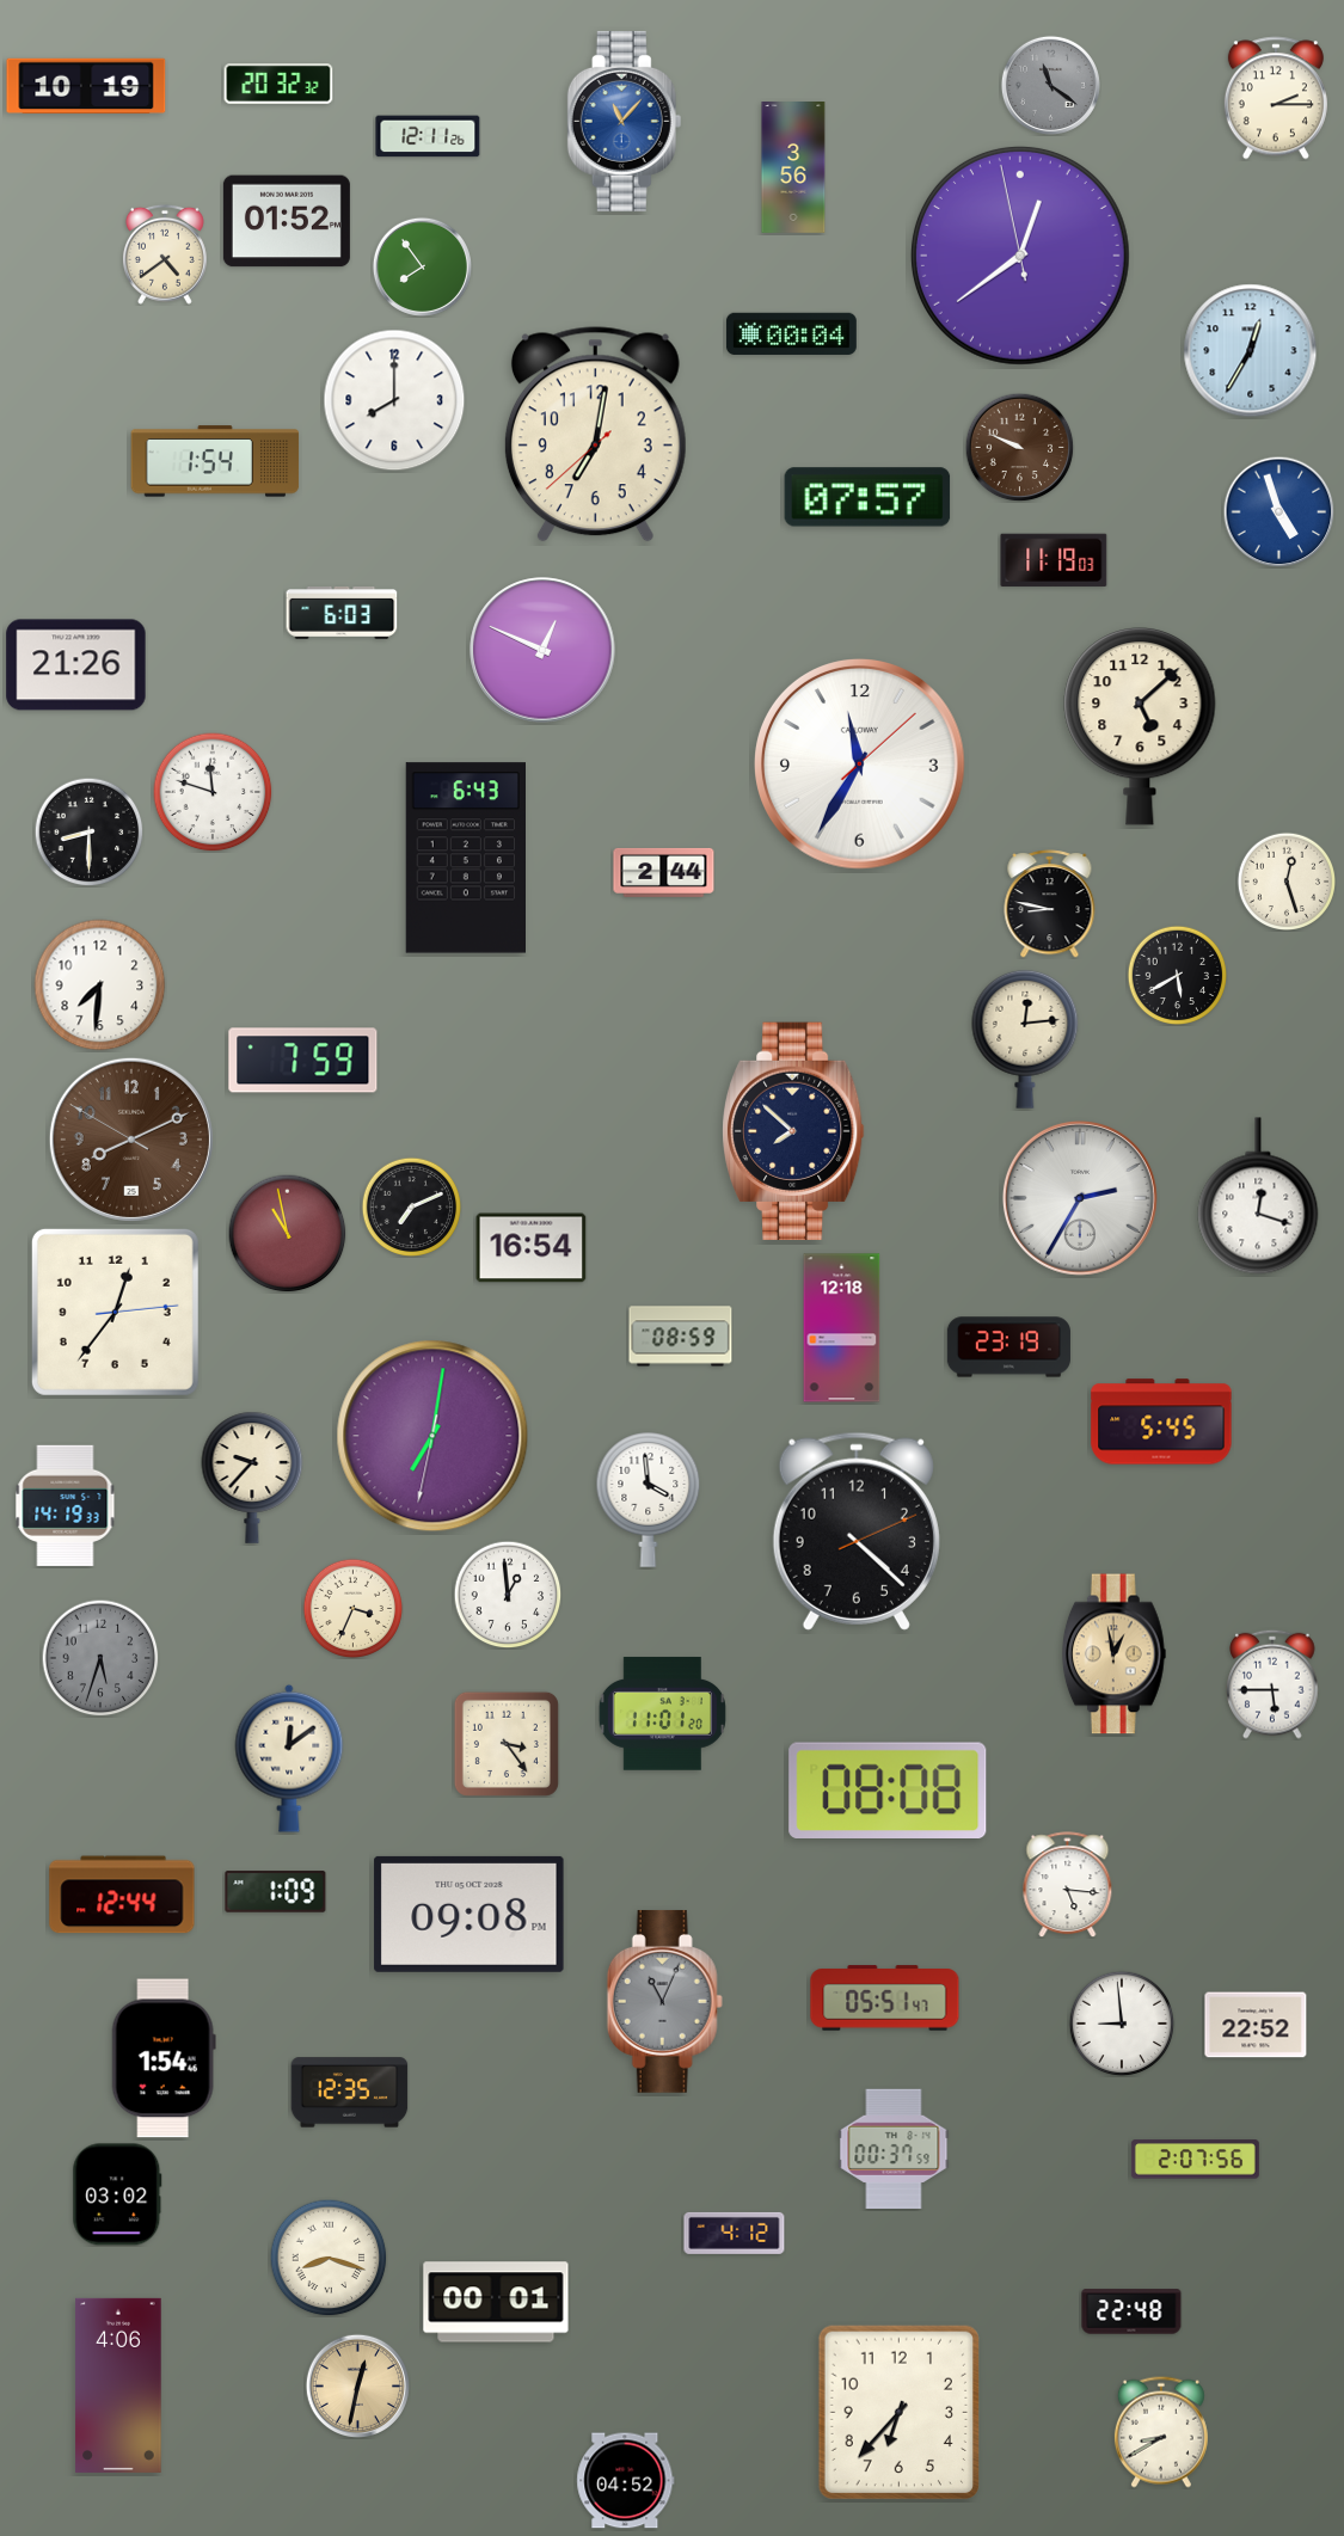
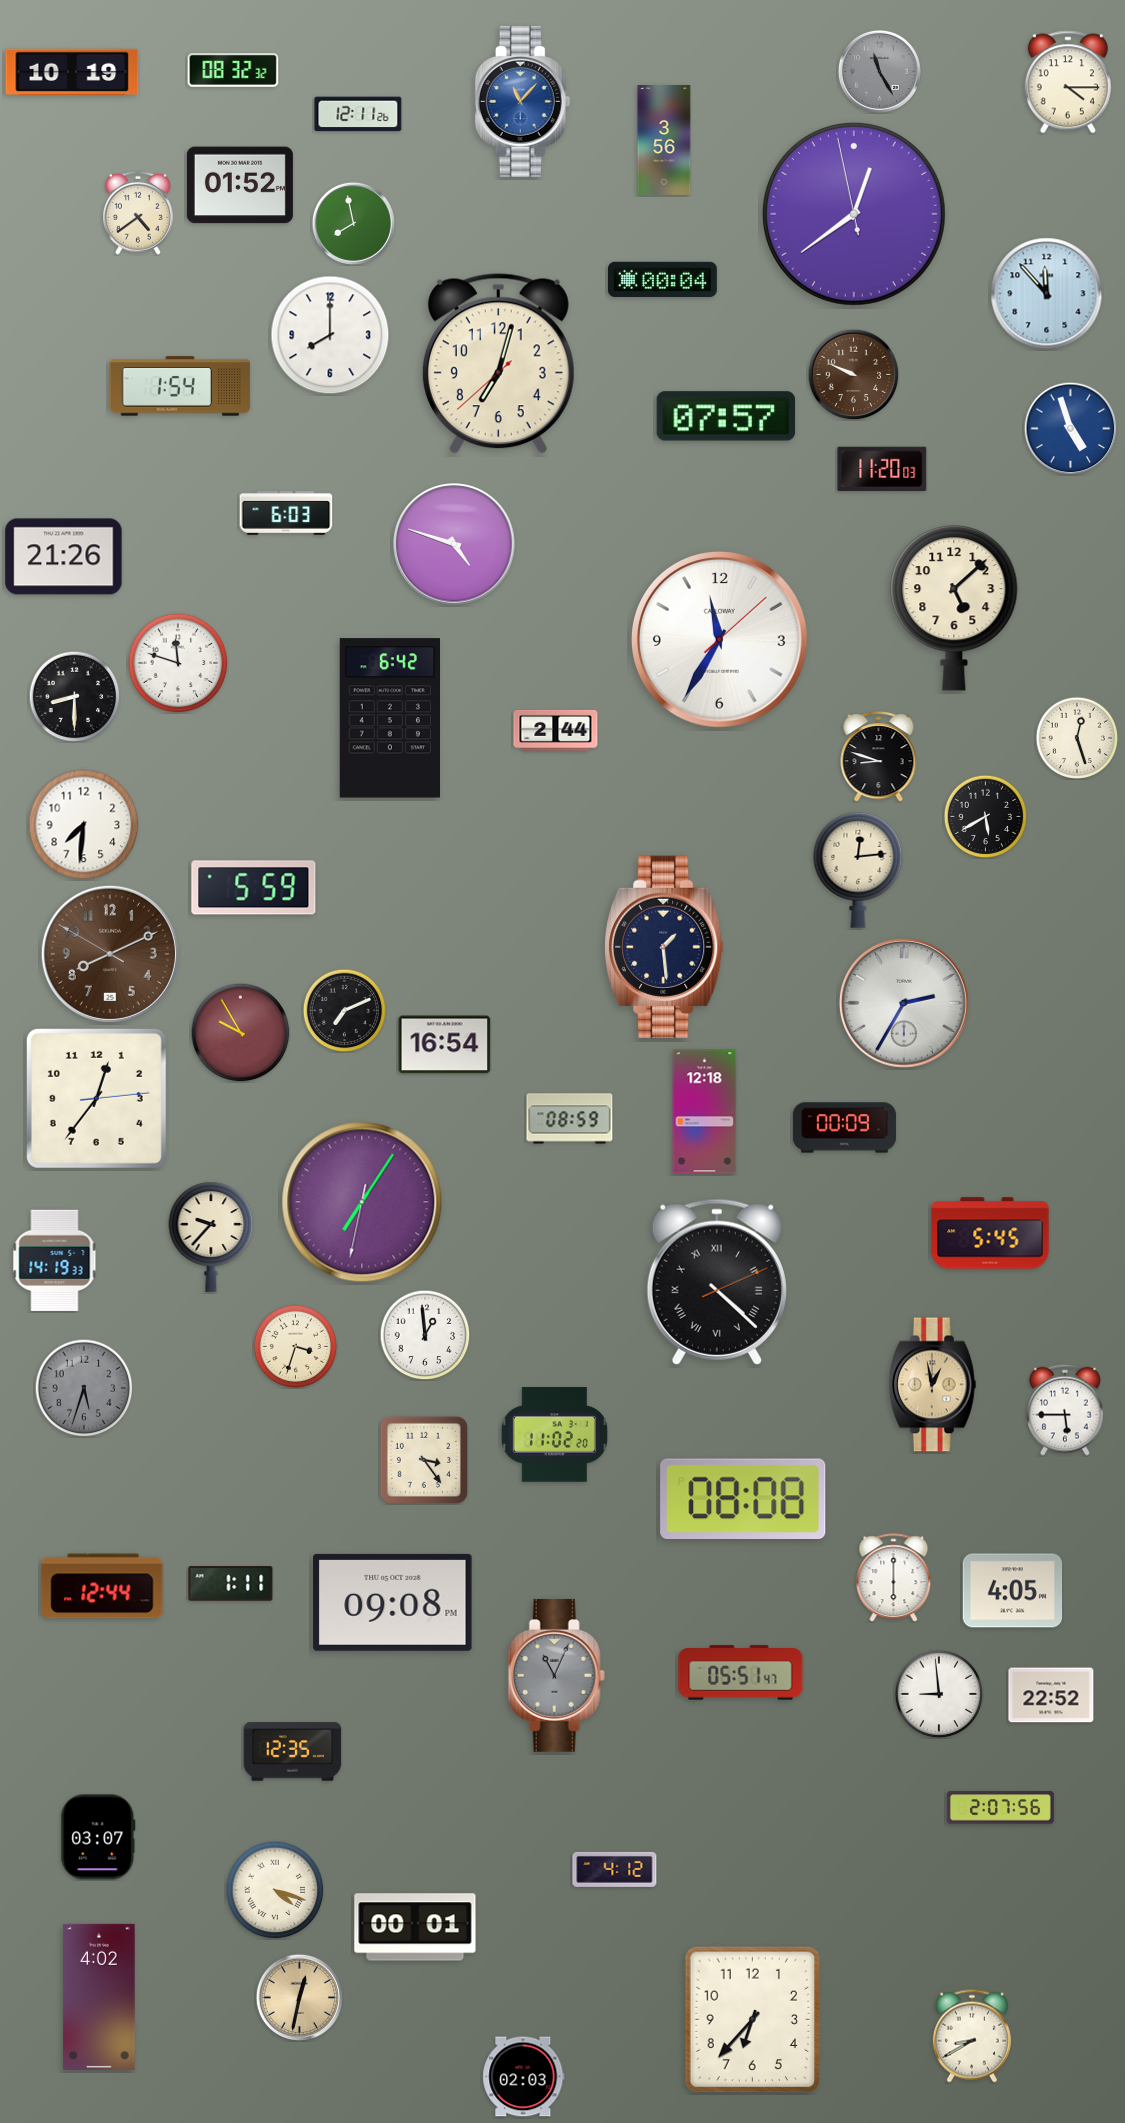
clock at (278, 84): 20:32 -> 08:32
clock at (1050, 85): 11:21 -> 11:25
clock at (1276, 98): 2:15 -> 4:15
clock at (422, 266): 7:54 -> 7:58
clock at (1251, 351): 12:35 -> 11:53
clock at (595, 435): 7:01 -> 7:02
clock at (1054, 560): 11:19 -> 11:20
clock at (542, 650): 12:49 -> 4:48
clock at (465, 858): 6:43 -> 6:42
clock at (1050, 904): 8:47 -> 8:48
clock at (303, 1061): 7:59 -> 5:59
clock at (794, 1130): 7:52 -> 1:29
clock at (1258, 1196): 12:18 -> none
clock at (288, 1234): 10:58 -> 9:55
clock at (1008, 1347): 23:19 -> 00:09
clock at (1161, 1421) position: (1161, 1421) -> (990, 1233)
clock at (432, 1436): 7:01 -> 7:05
clock at (649, 1500): 3:59 -> none
clock at (857, 1531) numerals: Arabic -> Roman
clock at (352, 1608): 3:34 -> 3:33
clock at (662, 1714): 11:01 -> 11:02
clock at (289, 1758): 12:09 -> none
clock at (1068, 1885): 5:16 -> 6:00
clock at (276, 1892): 1:09 -> 1:11
clock at (1013, 1591): none -> 4:05
clock at (164, 2058): 1:54 -> none
clock at (894, 2148): 00:37 -> none
clock at (117, 2194): 03:02 -> 03:07
clock at (329, 2258): 8:18 -> 4:18
clock at (1131, 2311): 22:48 -> none
clock at (118, 2385): 4:06 -> 4:02
clock at (626, 2481): 04:52 -> 02:03
